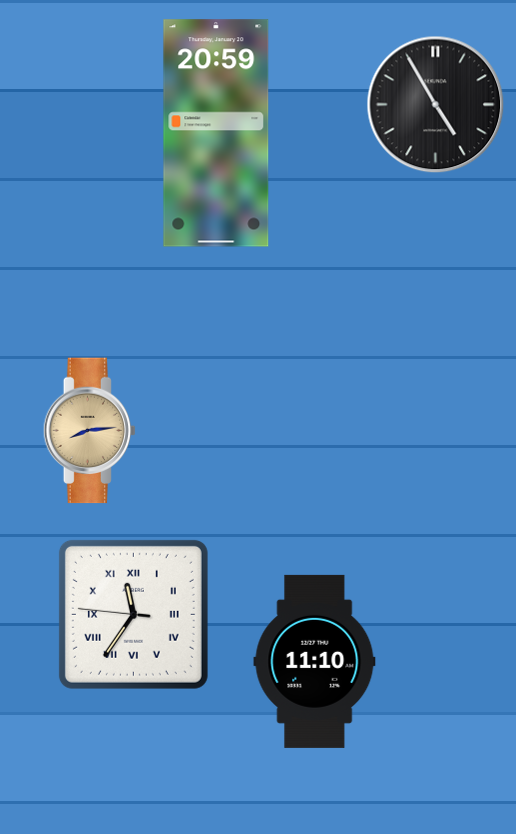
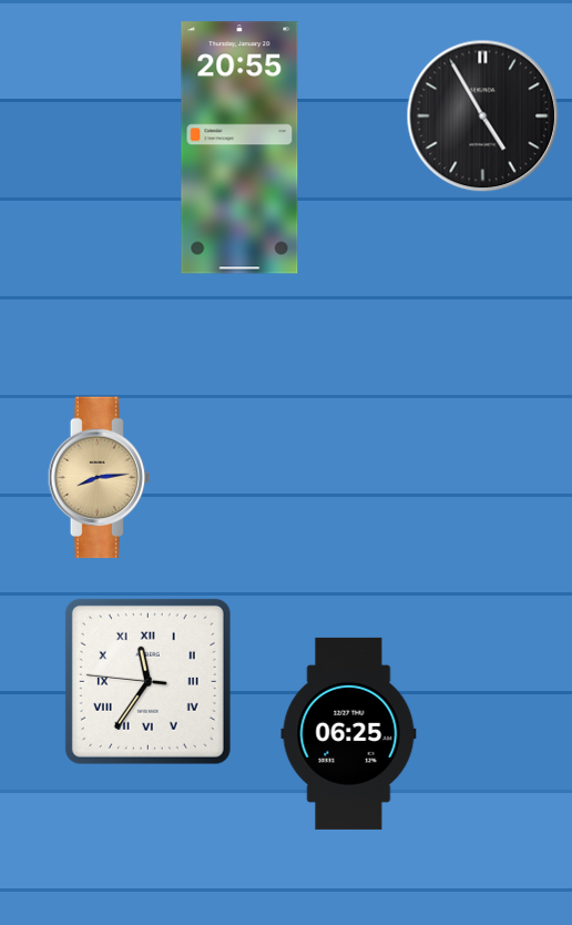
clock at (216, 133): 20:59 -> 20:55
clock at (315, 661): 11:10 -> 06:25
